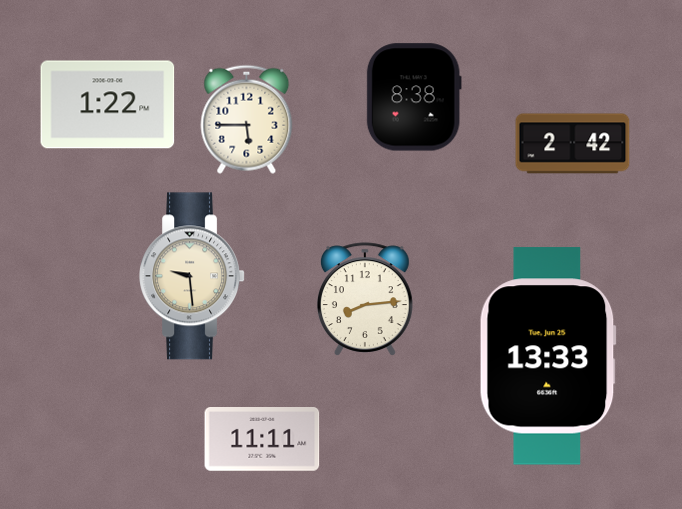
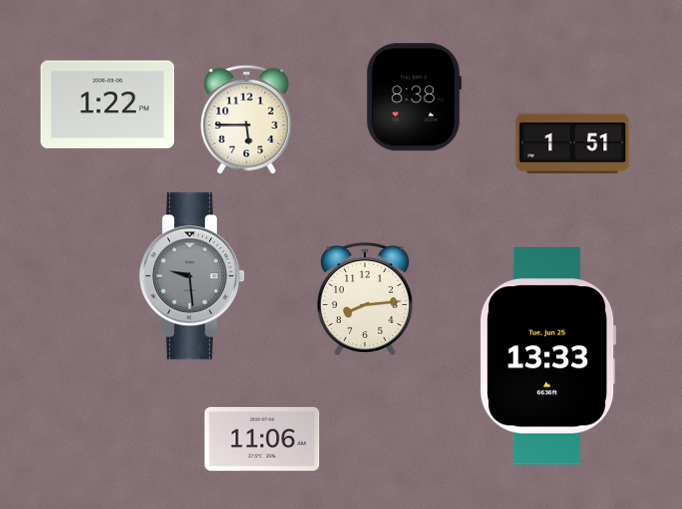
clock at (573, 144): 2:42 -> 1:51
clock at (193, 276) dial: cream -> grey
clock at (262, 440): 11:11 -> 11:06
